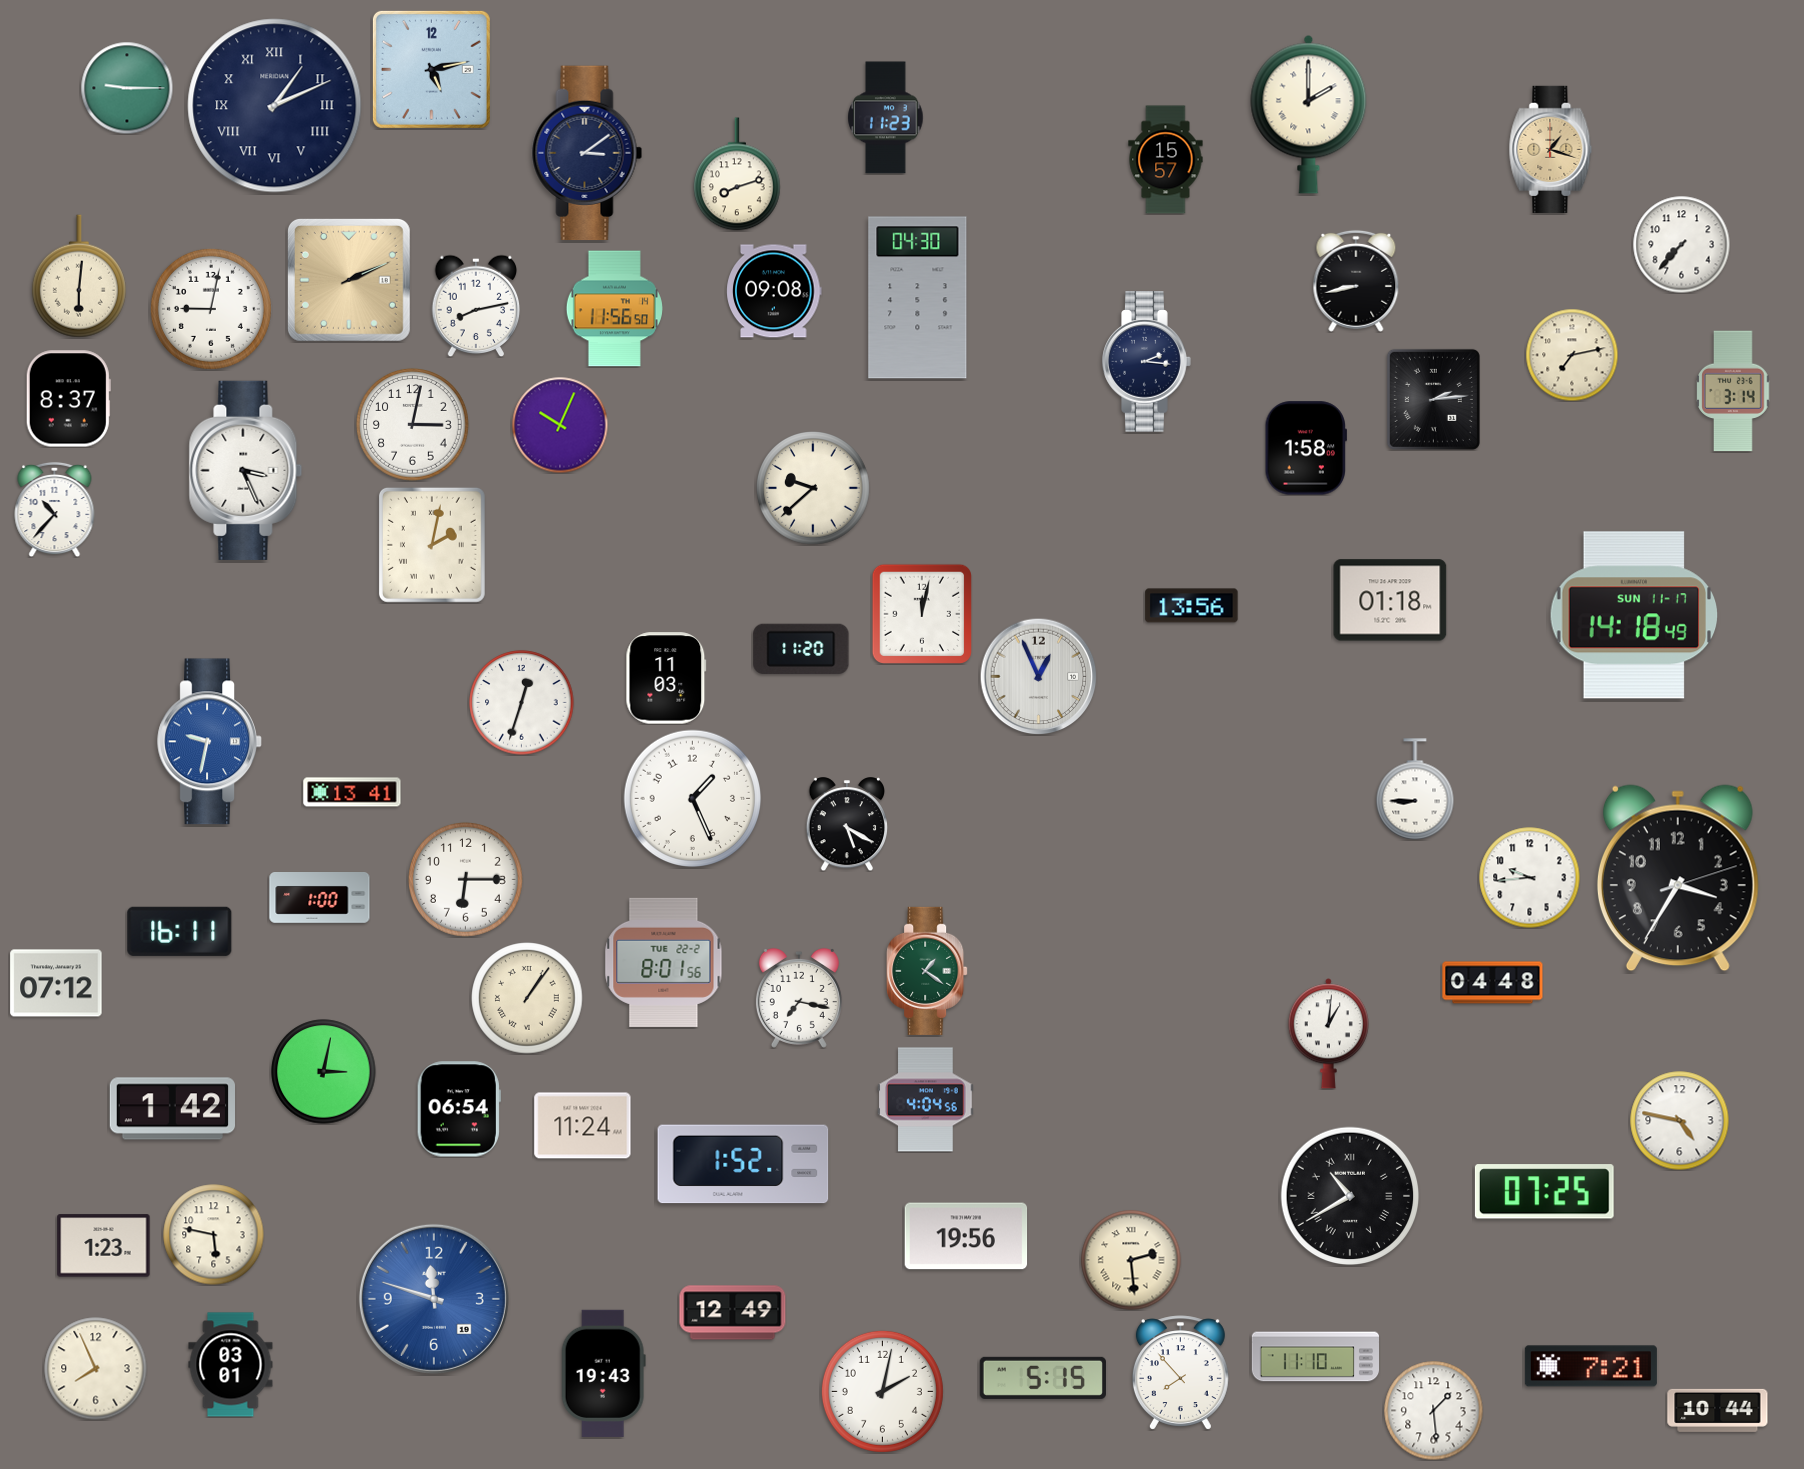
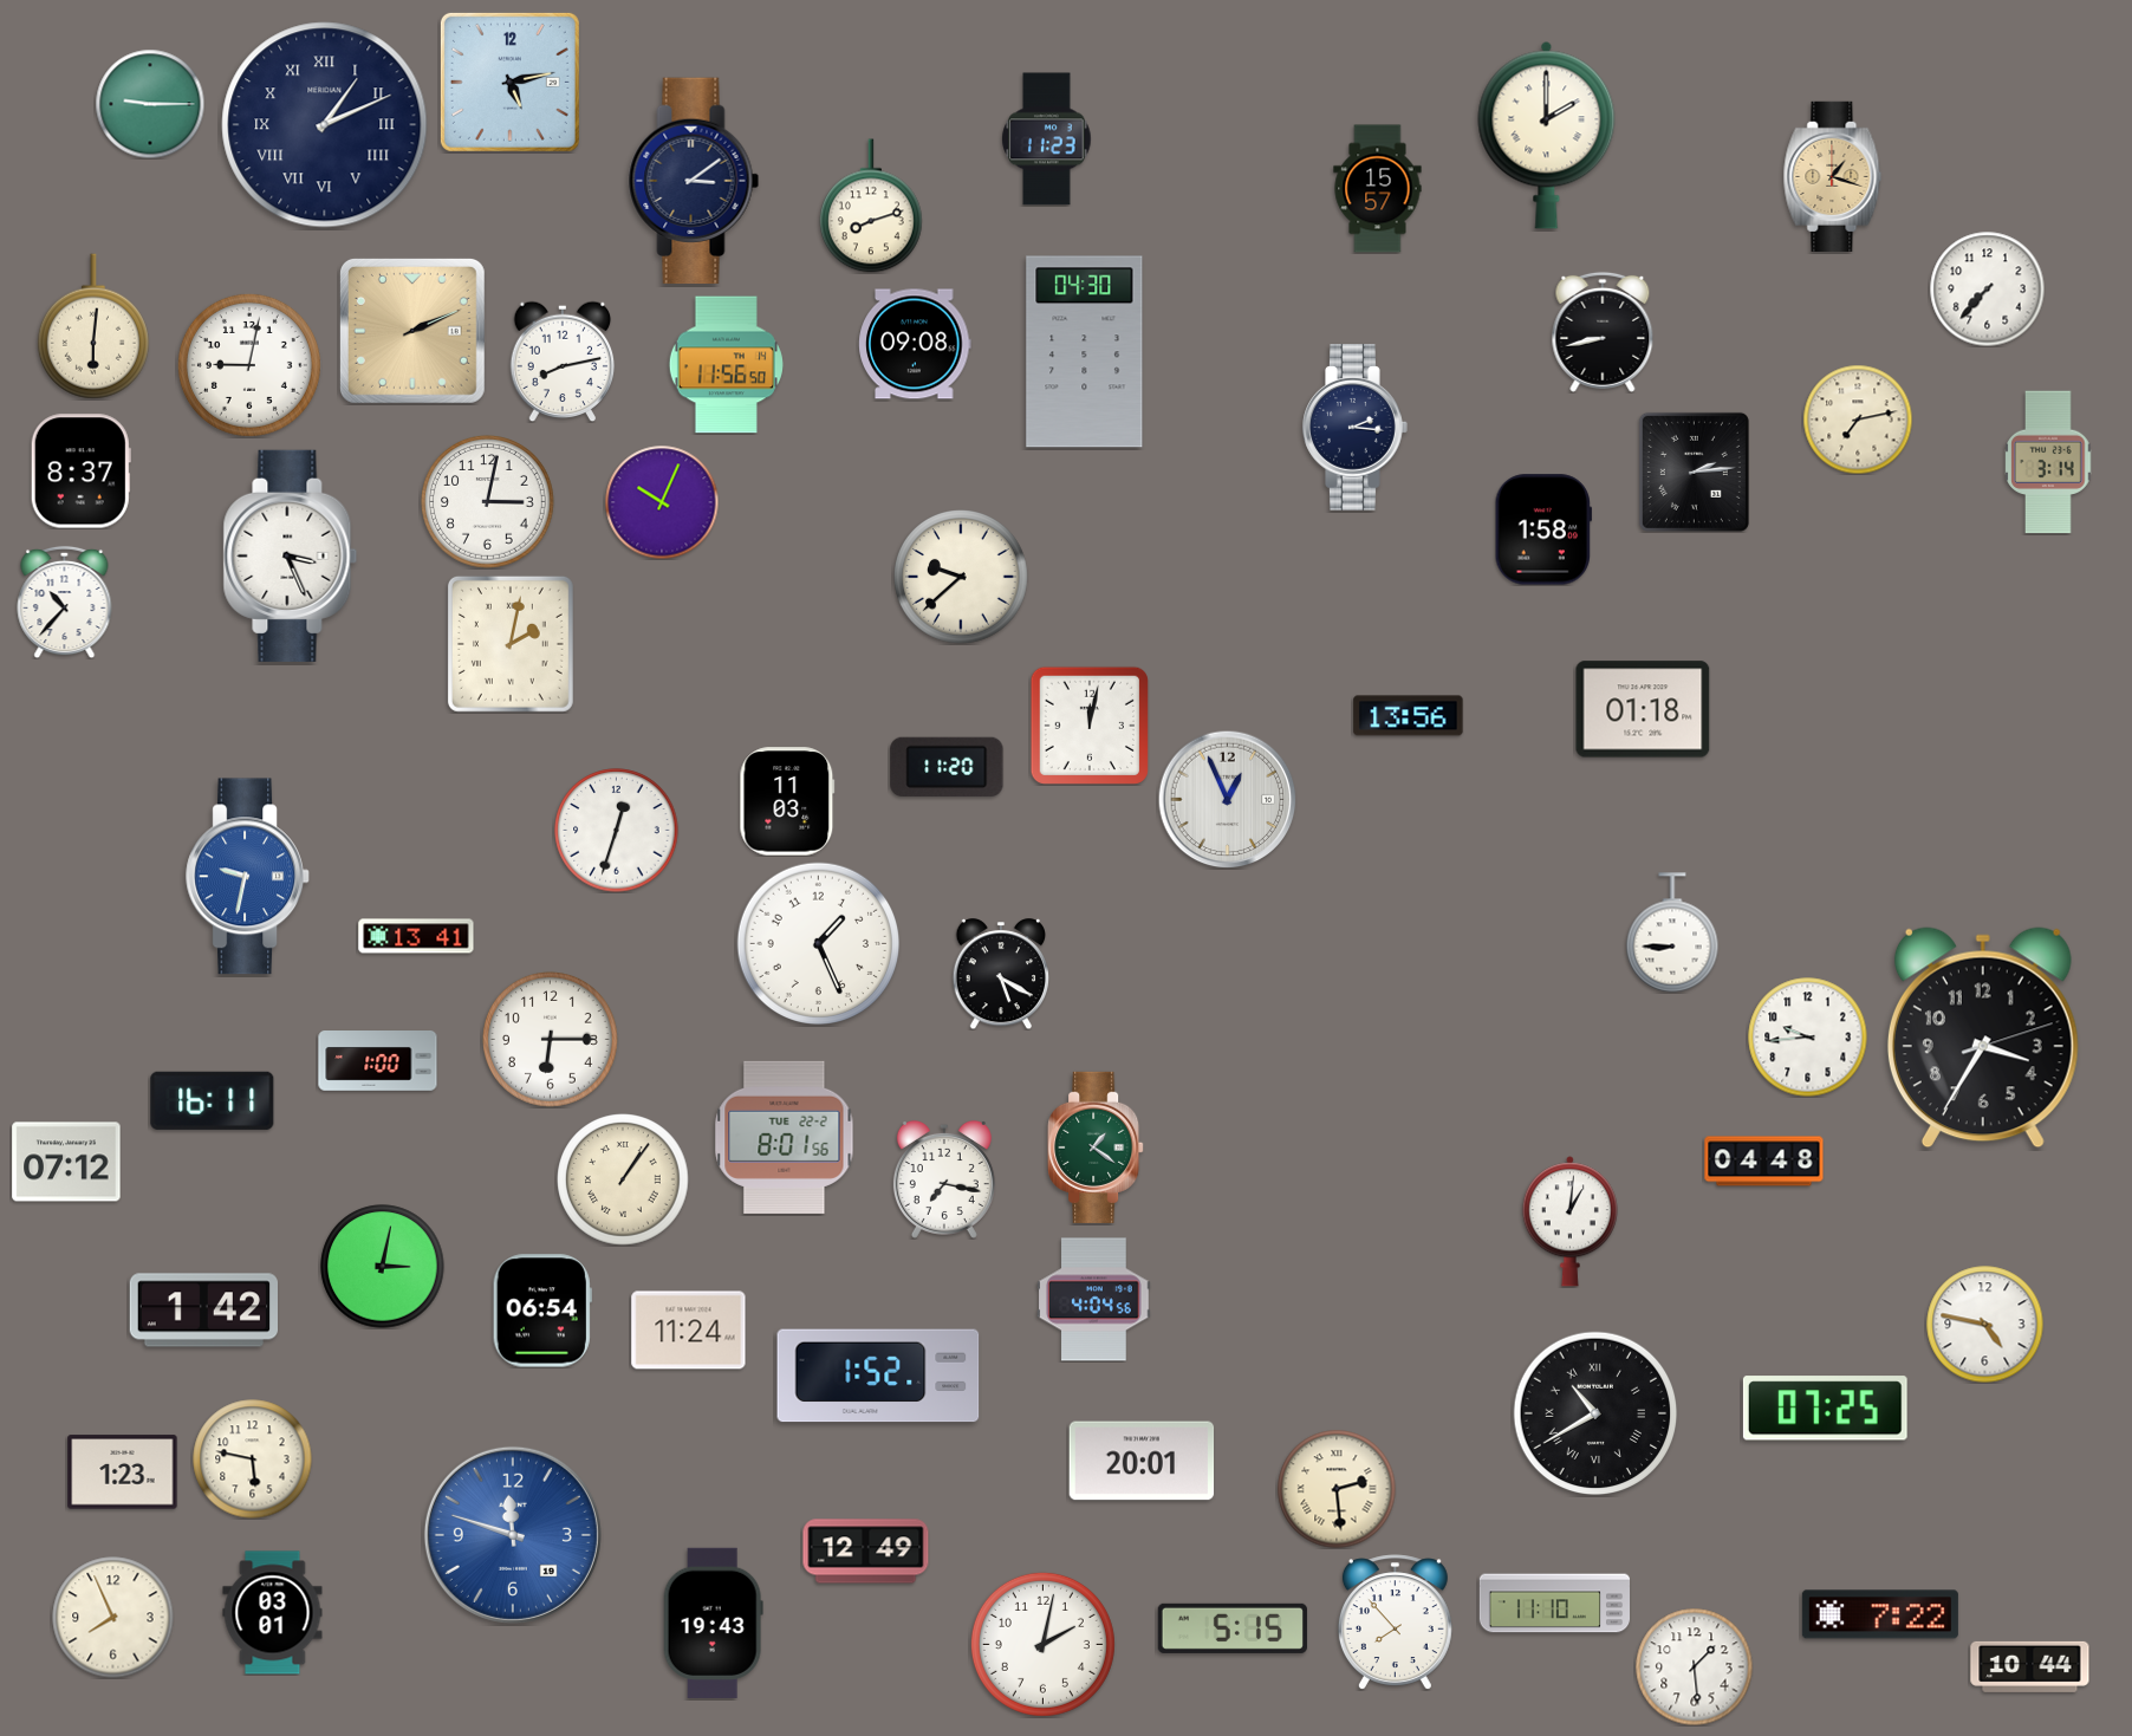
clock at (1634, 615): 14:18 -> none
clock at (966, 1236): 19:56 -> 20:01
clock at (1591, 1366): 7:21 -> 7:22
